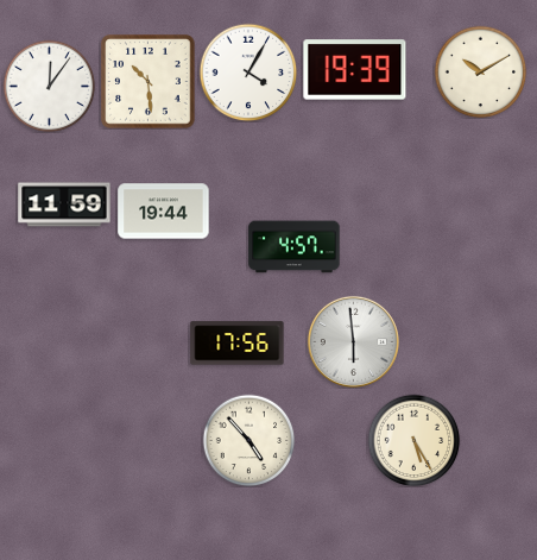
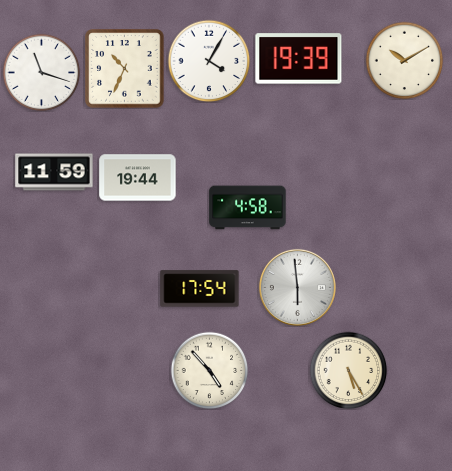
clock at (149, 82): 10:29 -> 10:34
clock at (49, 86): 12:06 -> 11:18
clock at (295, 247): 4:57 -> 4:58
clock at (238, 344): 17:56 -> 17:54
